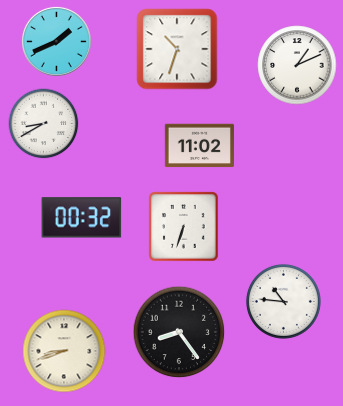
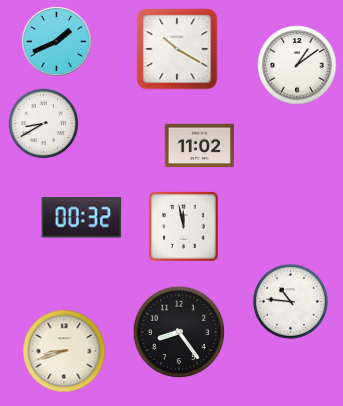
clock at (177, 49): 10:33 -> 10:20
clock at (297, 65): 1:11 -> 1:09
clock at (184, 227): 6:33 -> 11:58
clock at (283, 301) position: (283, 301) -> (290, 301)
